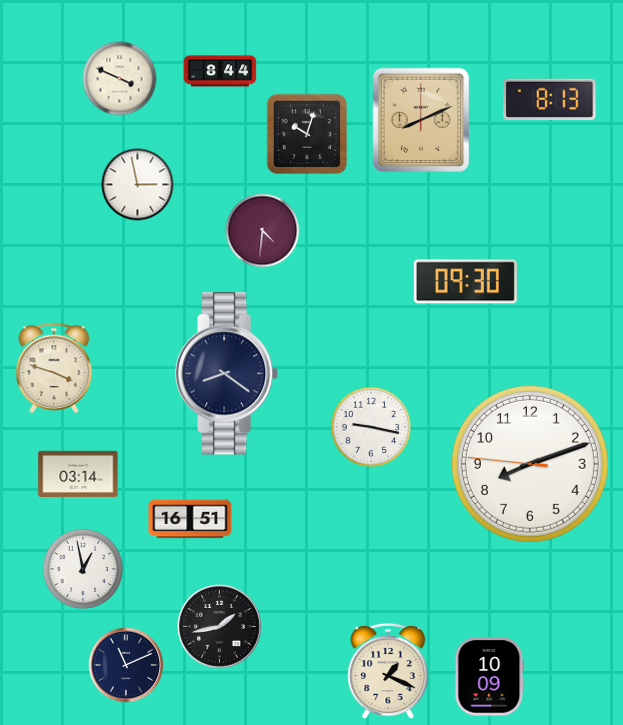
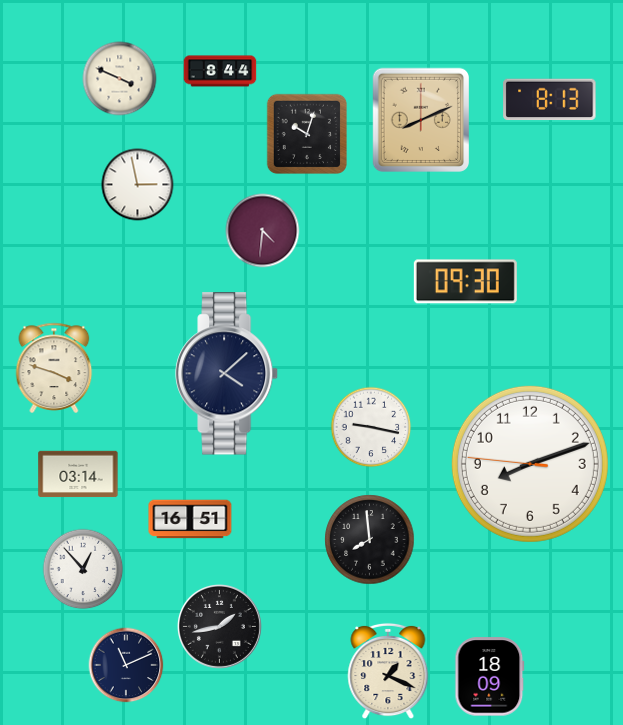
clock at (228, 374): 8:21 -> 4:08
clock at (370, 540): none -> 7:59
clock at (83, 569): 12:58 -> 12:53
clock at (490, 677): 10:09 -> 18:09
